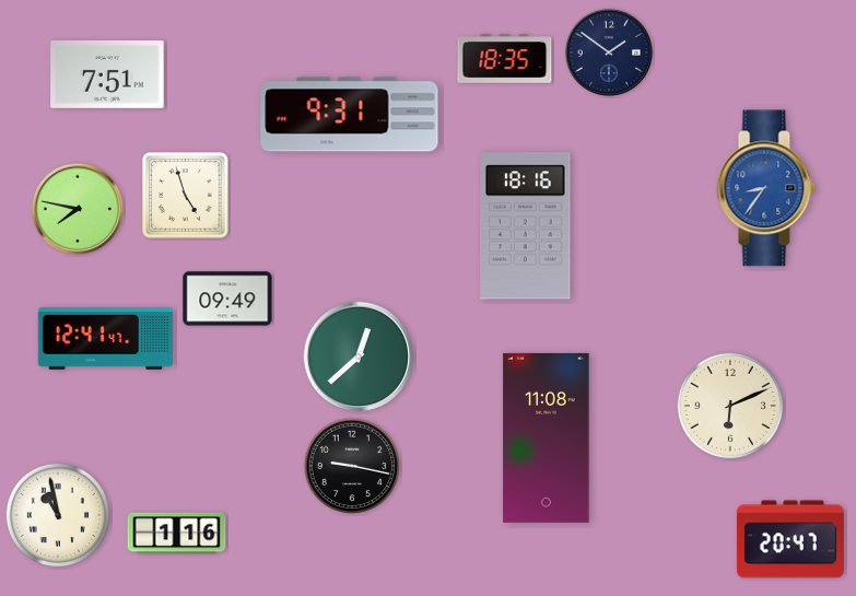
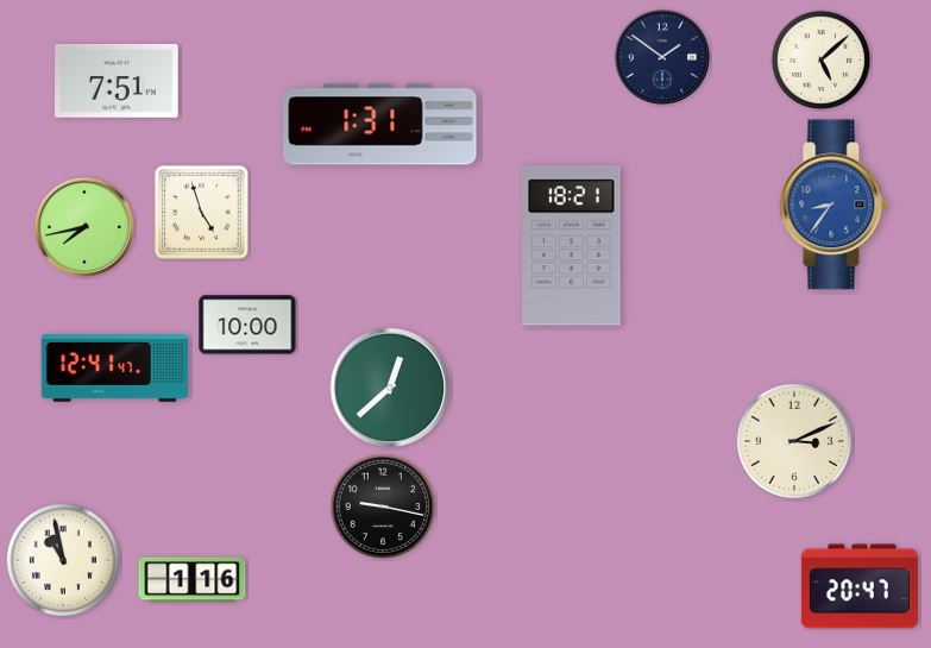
clock at (822, 61): none -> 5:08
clock at (505, 59): 18:35 -> none
clock at (350, 115): 9:31 -> 1:31
clock at (78, 209): 7:47 -> 7:43
clock at (526, 226): 18:16 -> 18:21
clock at (227, 299): 09:49 -> 10:00
clock at (730, 406): 6:11 -> 3:11
clock at (547, 437): 11:08 -> none
